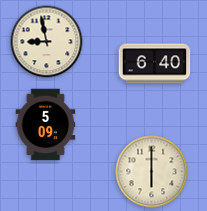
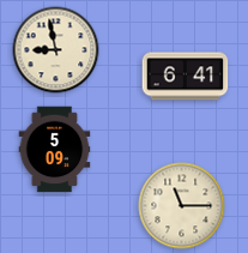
clock at (155, 64): 6:40 -> 6:41
clock at (152, 172): 6:00 -> 11:15
